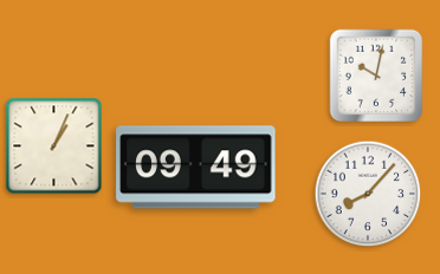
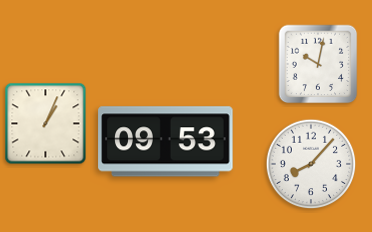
clock at (196, 168): 09:49 -> 09:53
